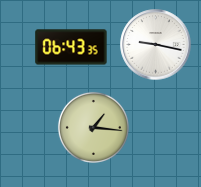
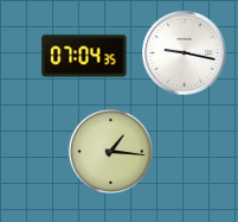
clock at (71, 47): 06:43 -> 07:04
